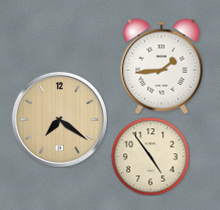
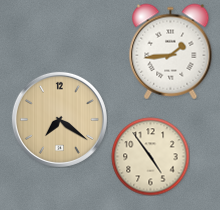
clock at (162, 66) position: (162, 66) -> (171, 51)
